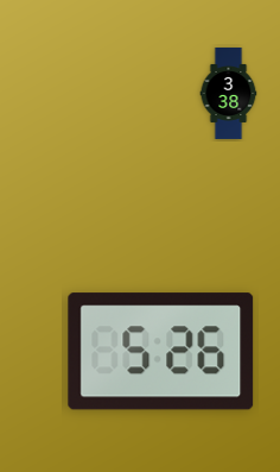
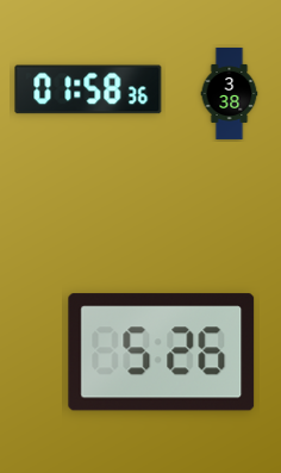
clock at (88, 89): none -> 01:58
